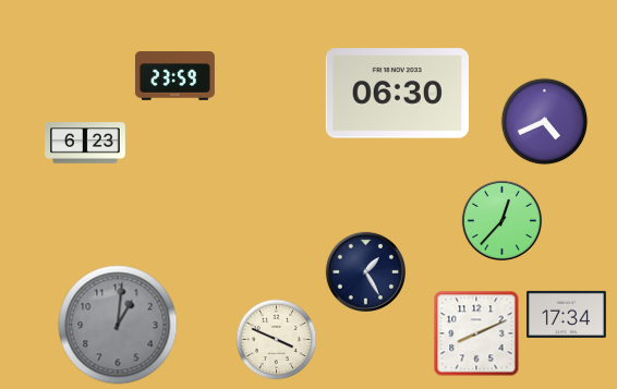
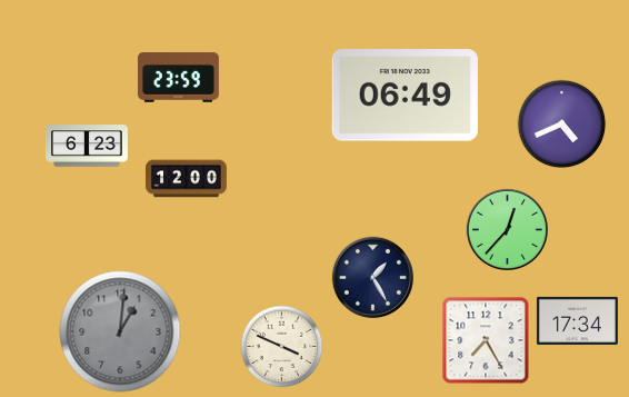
clock at (397, 94): 06:30 -> 06:49
clock at (545, 122) position: (545, 122) -> (562, 125)
clock at (187, 179): none -> 12:00
clock at (501, 220) position: (501, 220) -> (507, 229)
clock at (476, 333): 8:11 -> 7:25
